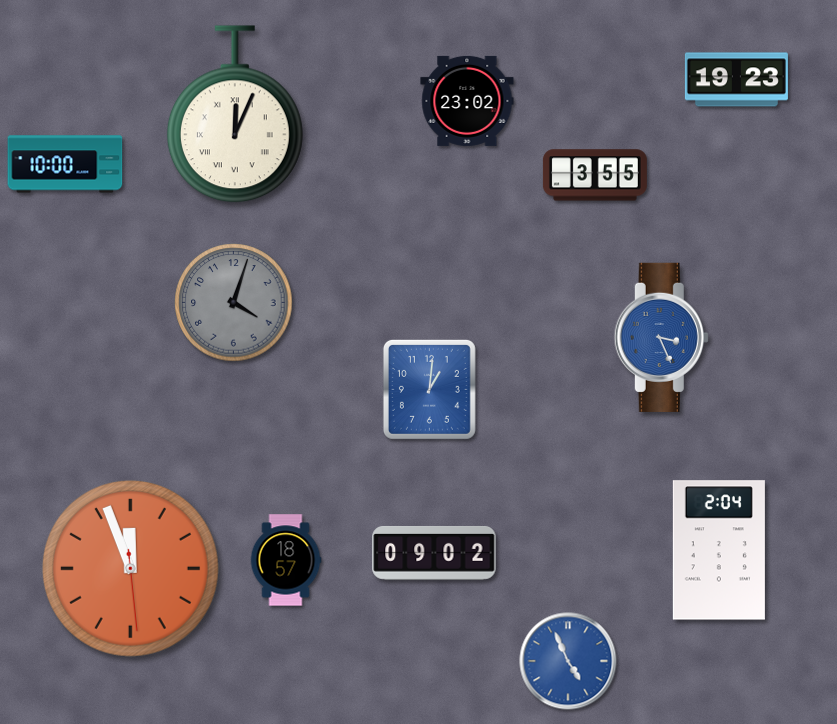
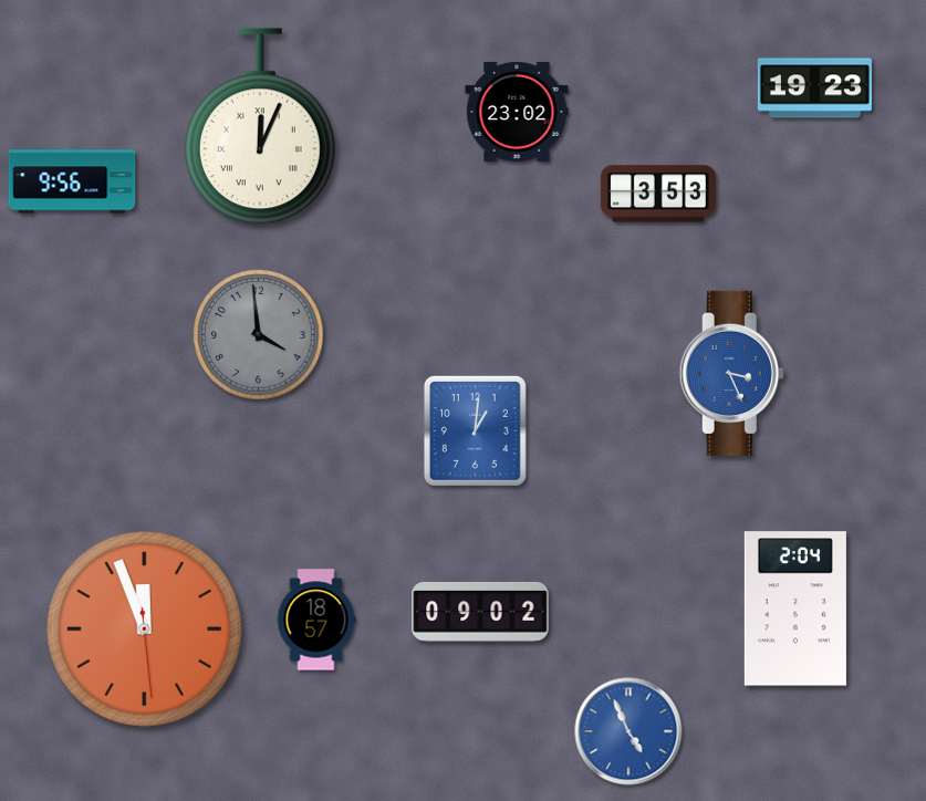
clock at (65, 164): 10:00 -> 9:56
clock at (595, 175): 3:55 -> 3:53
clock at (234, 303): 4:03 -> 3:59
